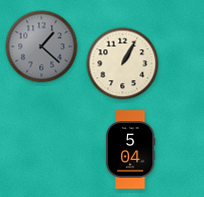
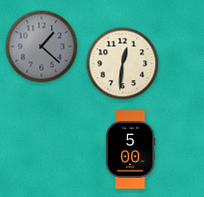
clock at (123, 64): 1:05 -> 12:31
clock at (130, 150): 5:04 -> 5:00
